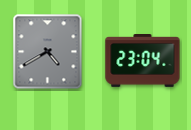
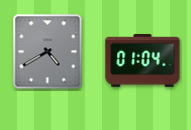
clock at (143, 61): 23:04 -> 01:04
